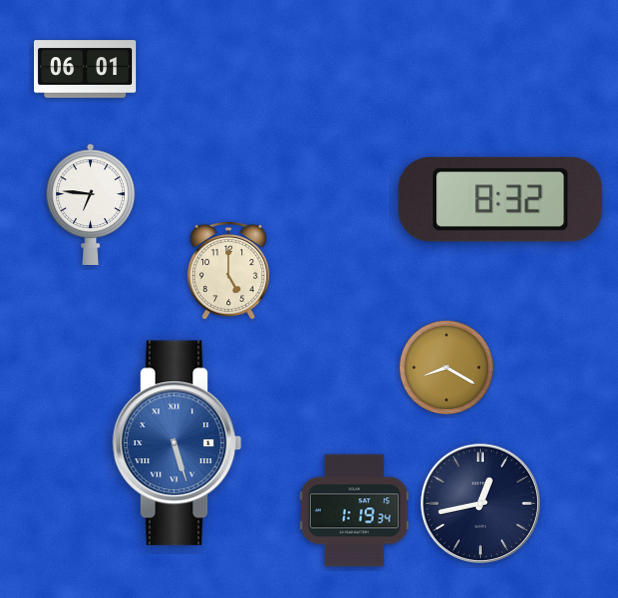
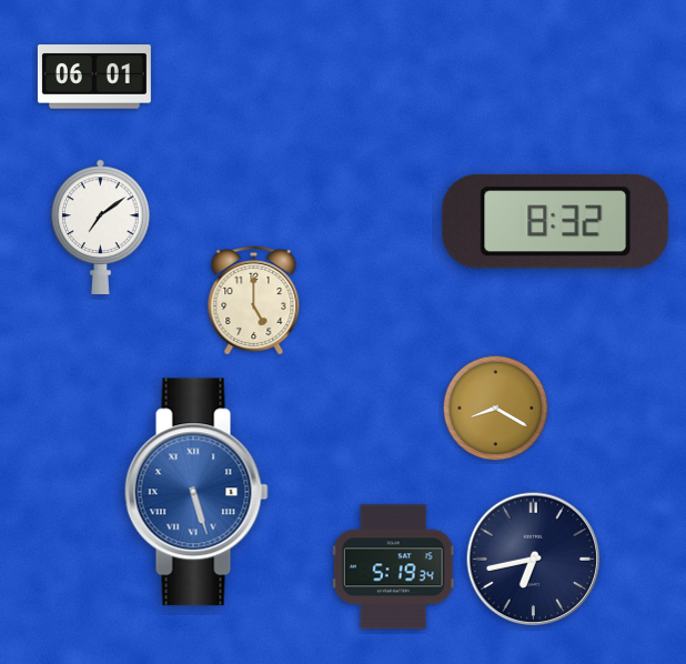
clock at (91, 204): 6:46 -> 7:09
clock at (481, 504): 12:43 -> 6:43
clock at (354, 511): 1:19 -> 5:19
